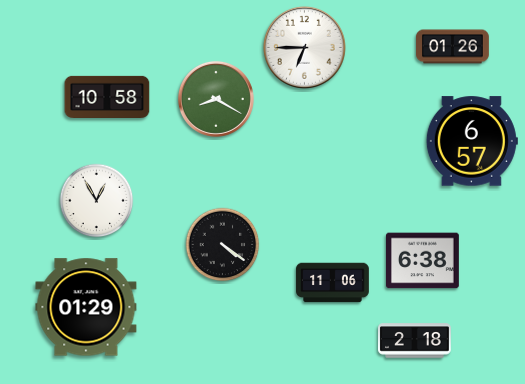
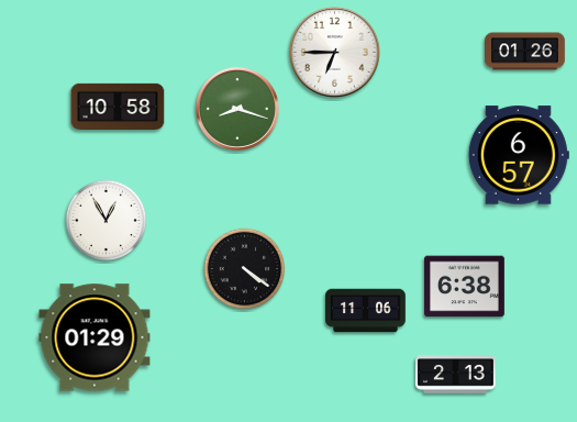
clock at (453, 47) position: (453, 47) -> (525, 52)
clock at (216, 99): 8:20 -> 8:18
clock at (415, 341): 2:18 -> 2:13
